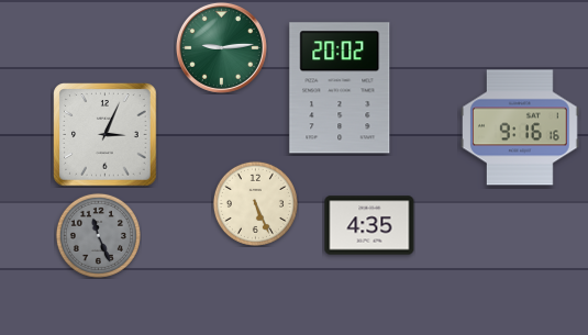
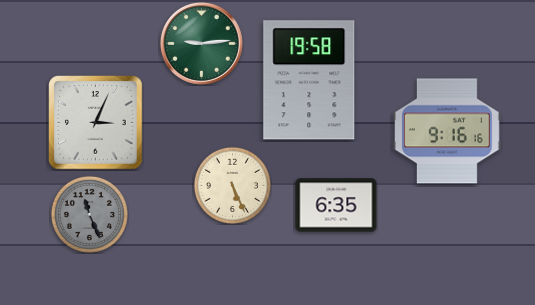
clock at (340, 88): 20:02 -> 19:58
clock at (520, 127) position: (520, 127) -> (447, 131)
clock at (369, 225): 4:35 -> 6:35
